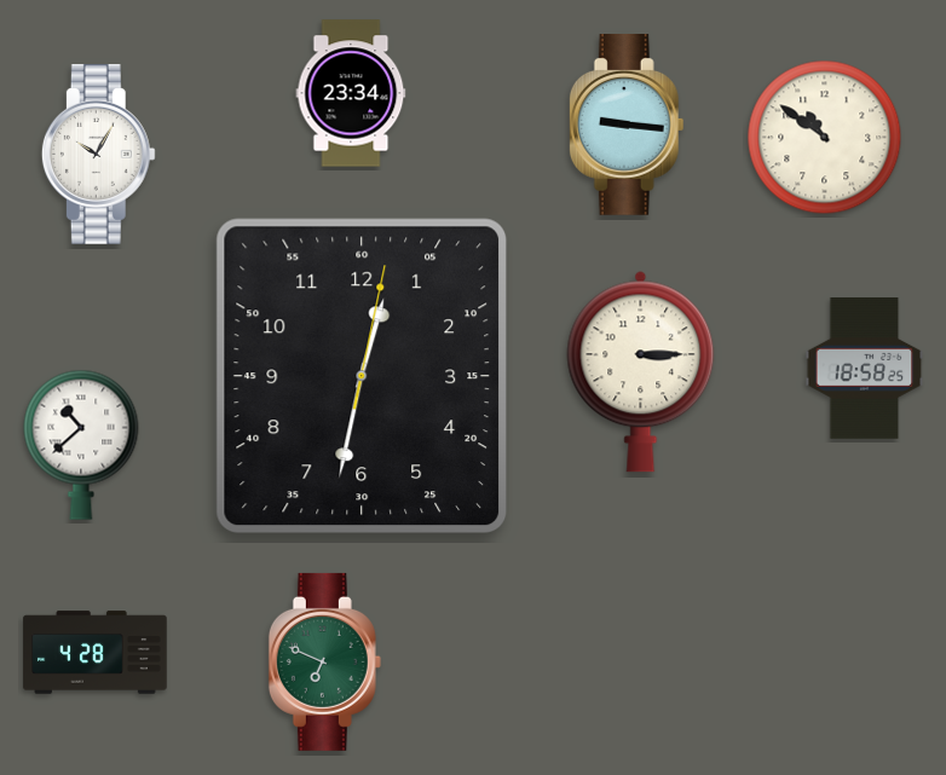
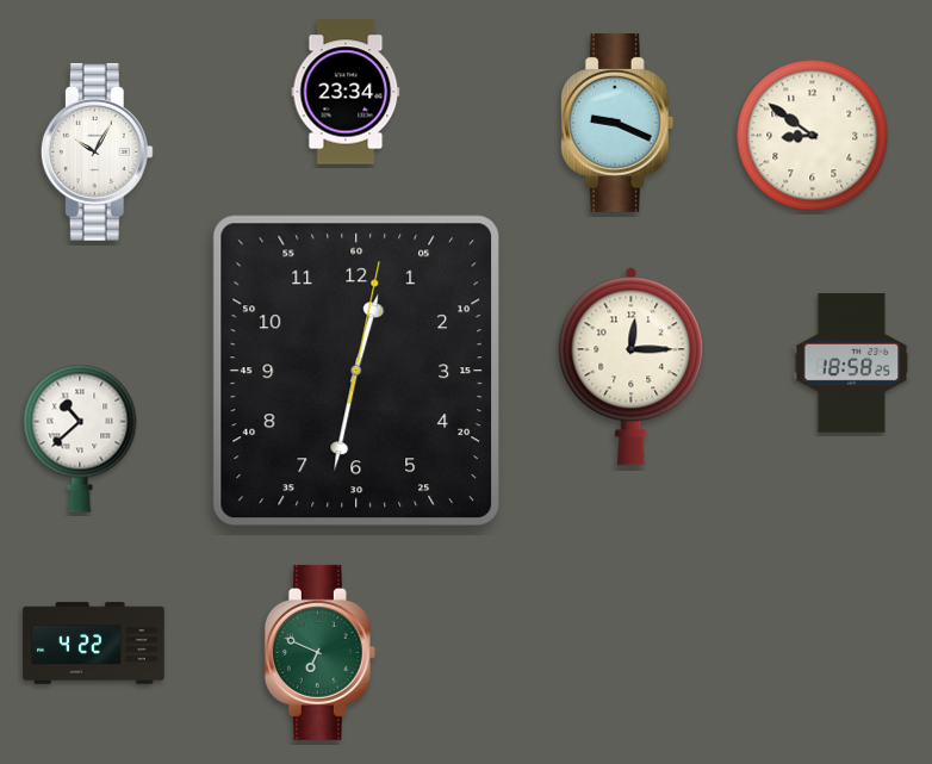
clock at (627, 126): 9:16 -> 9:19
clock at (825, 138): 10:51 -> 8:51
clock at (641, 371): 3:15 -> 12:15
clock at (96, 653): 4:28 -> 4:22
